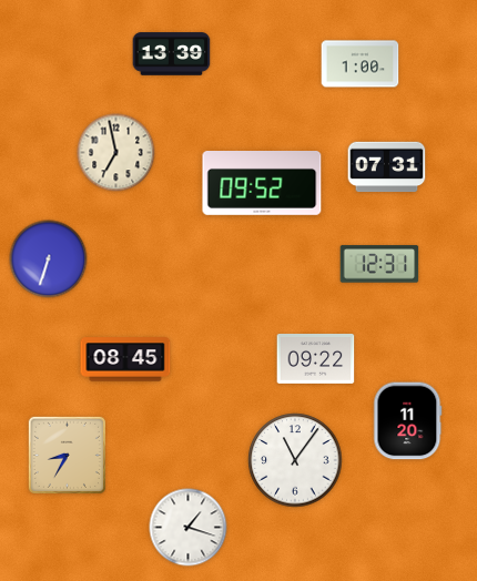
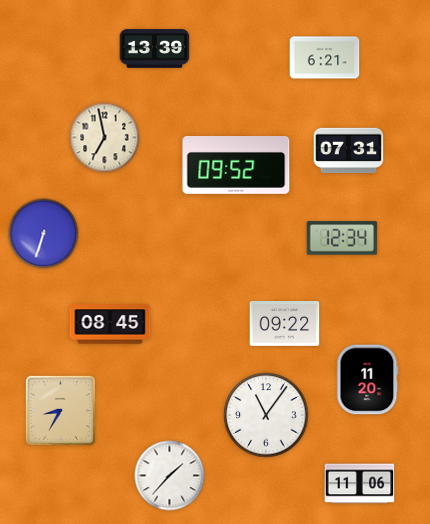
clock at (361, 64): 1:00 -> 6:21
clock at (379, 264): 12:31 -> 12:34
clock at (125, 359) position: (125, 359) -> (110, 324)
clock at (189, 528): 1:18 -> 1:37
clock at (360, 484): none -> 11:06
